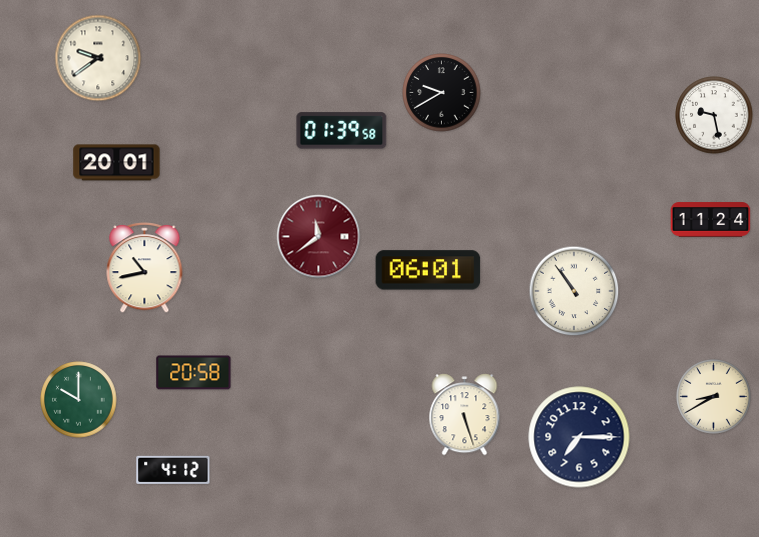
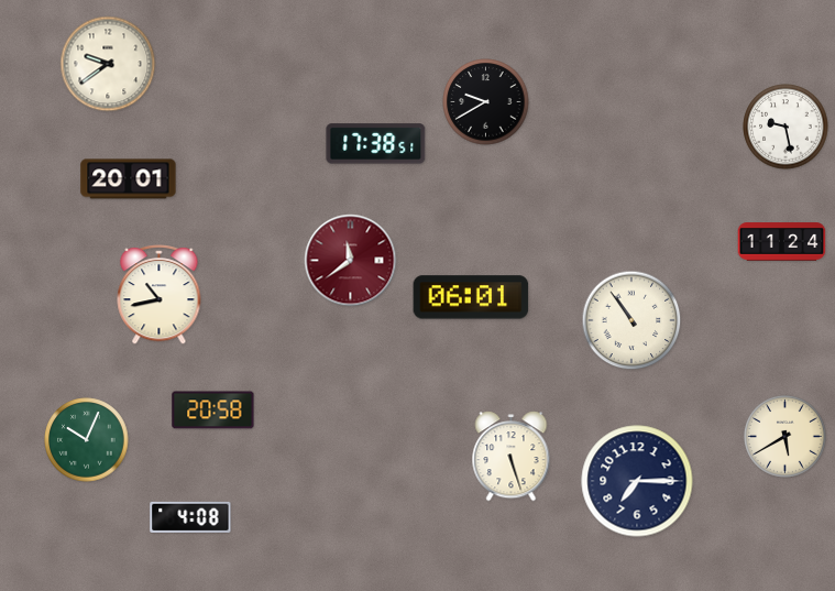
clock at (342, 131): 01:39 -> 17:38
clock at (713, 396): 8:40 -> 5:40
clock at (79, 400): 10:00 -> 10:04
clock at (173, 470): 4:12 -> 4:08
